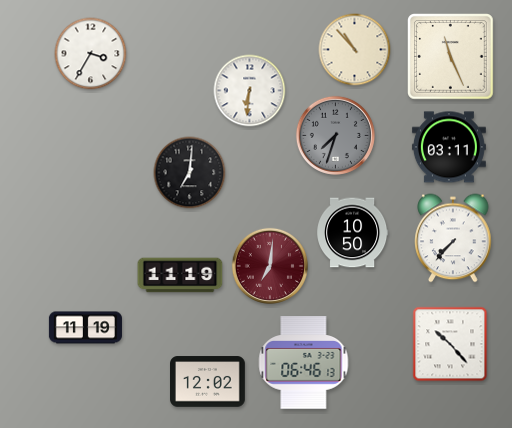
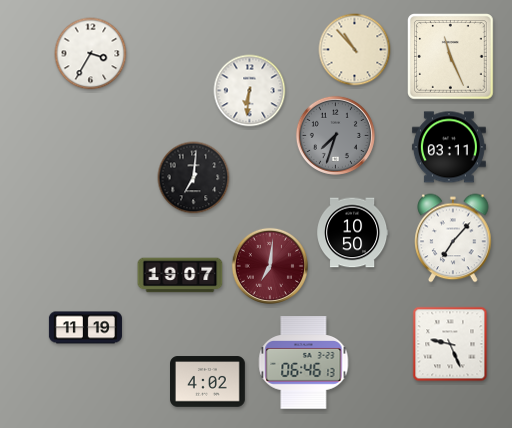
clock at (190, 173) position: (190, 173) -> (194, 178)
clock at (453, 238): 7:37 -> 7:07
clock at (180, 275): 11:19 -> 19:07
clock at (450, 344): 10:23 -> 9:26
clock at (208, 382): 12:02 -> 4:02
